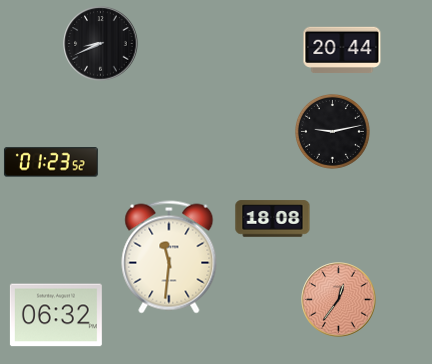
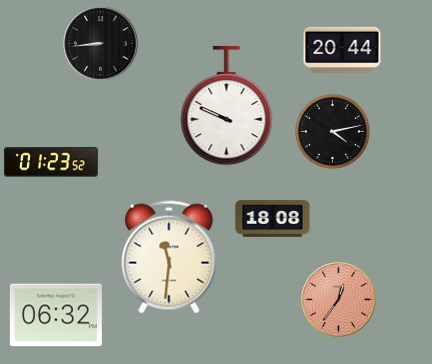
clock at (101, 44): 8:41 -> 8:44
clock at (227, 106): none -> 9:49
clock at (332, 131): 9:13 -> 4:13
